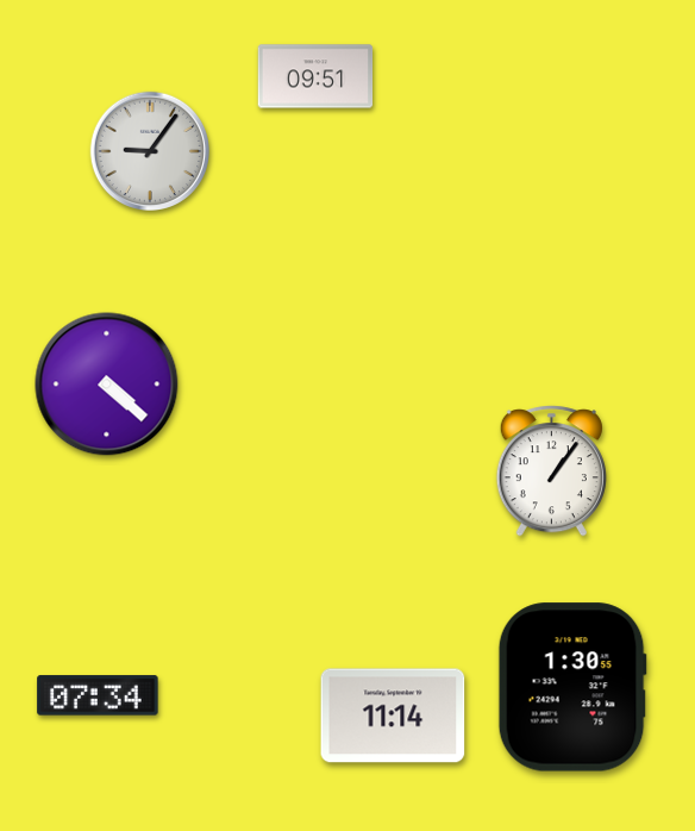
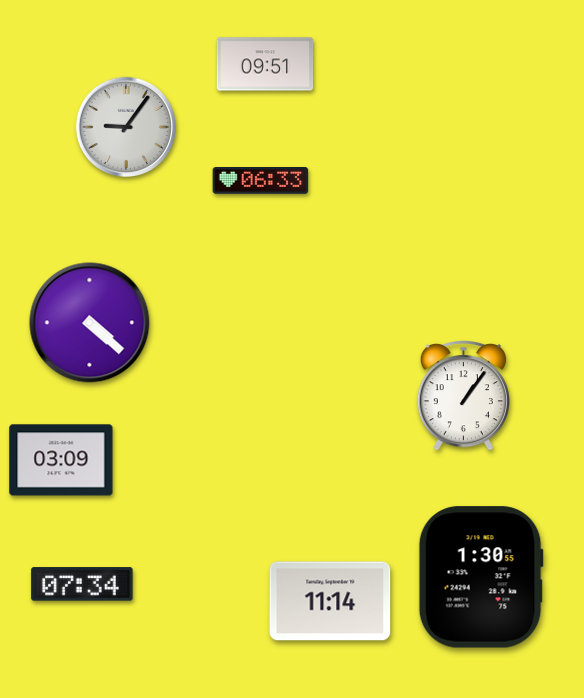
clock at (261, 181): none -> 06:33
clock at (61, 460): none -> 03:09
